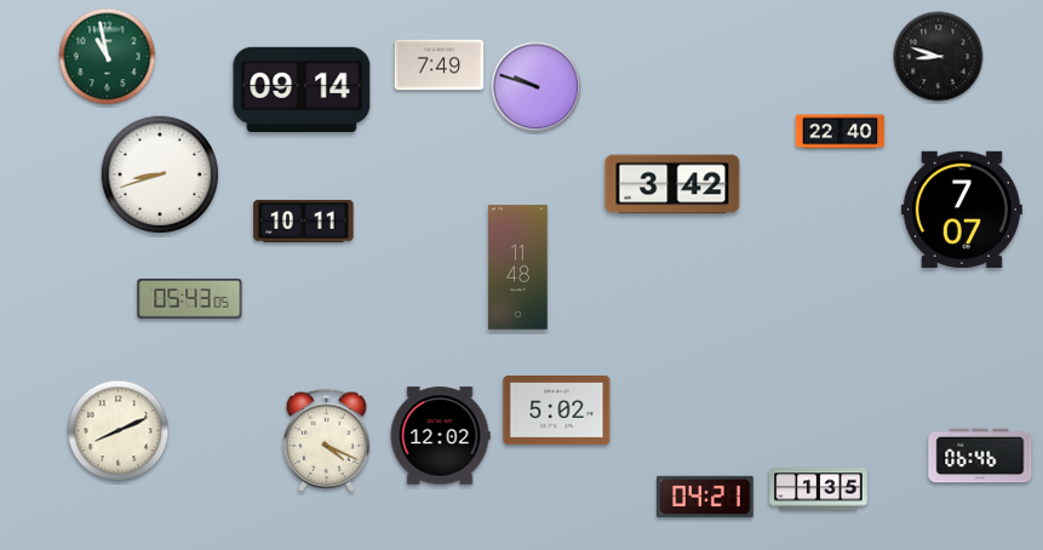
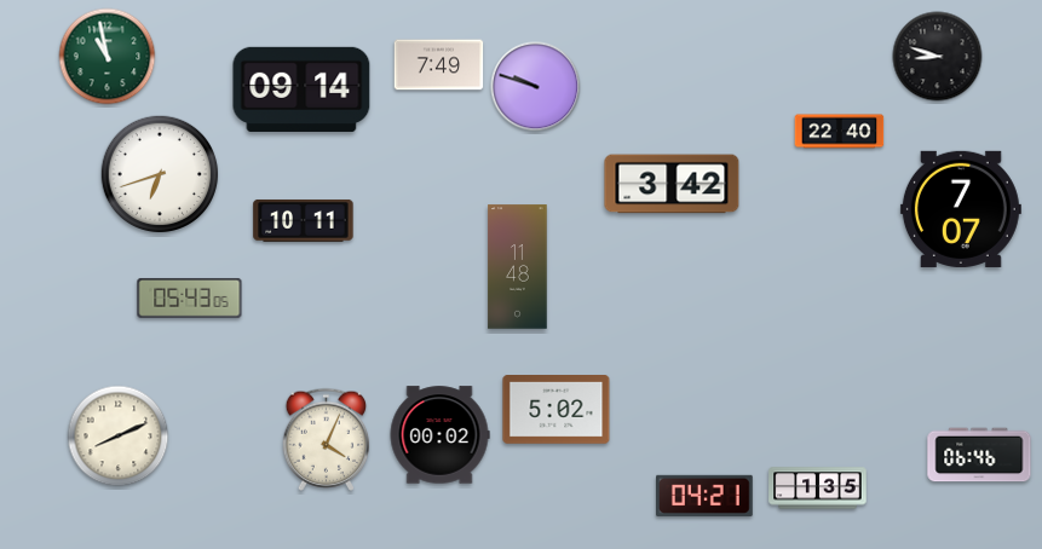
clock at (160, 174): 8:42 -> 6:42
clock at (119, 431) position: (119, 431) -> (119, 437)
clock at (440, 436): 12:02 -> 00:02
clock at (327, 440): 4:19 -> 4:04
